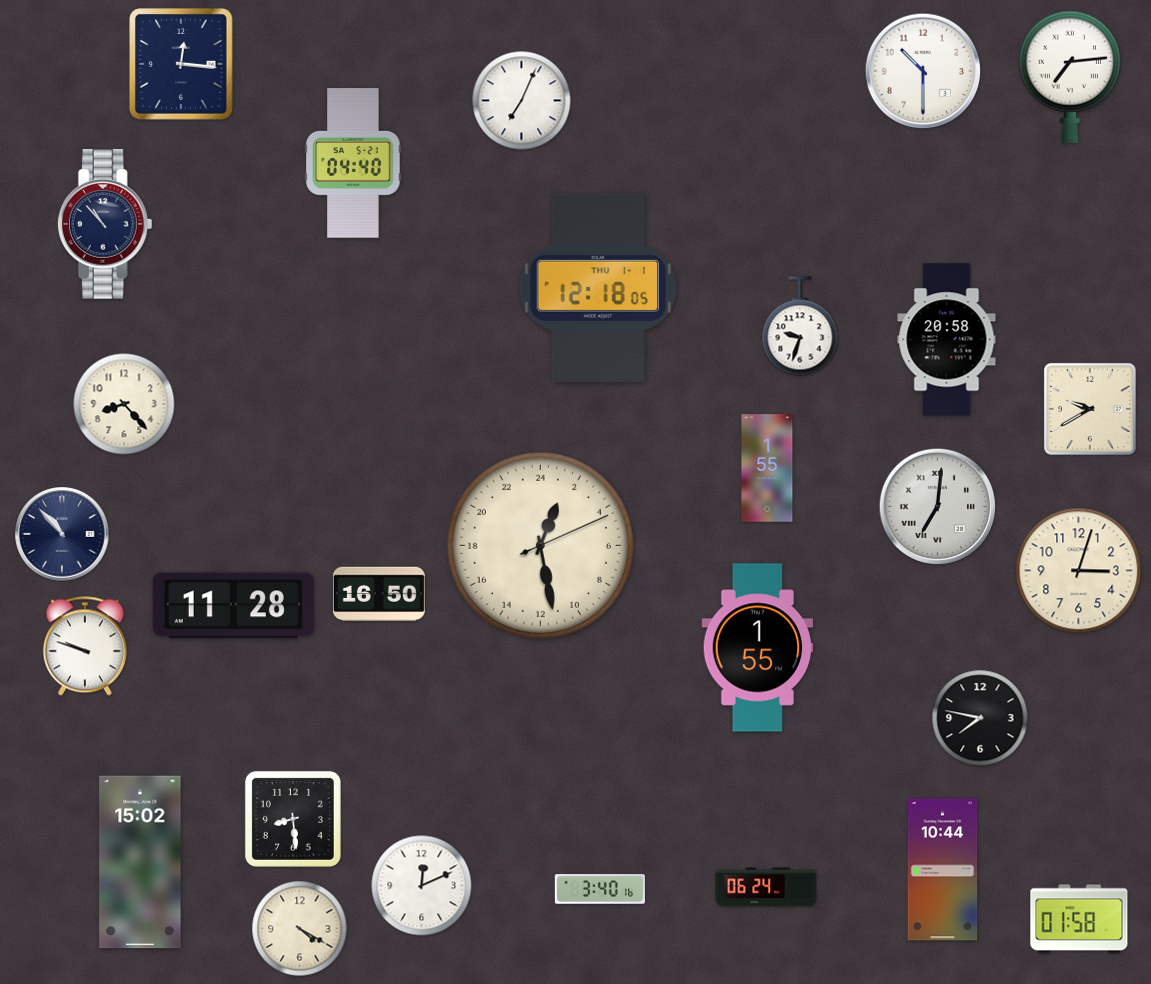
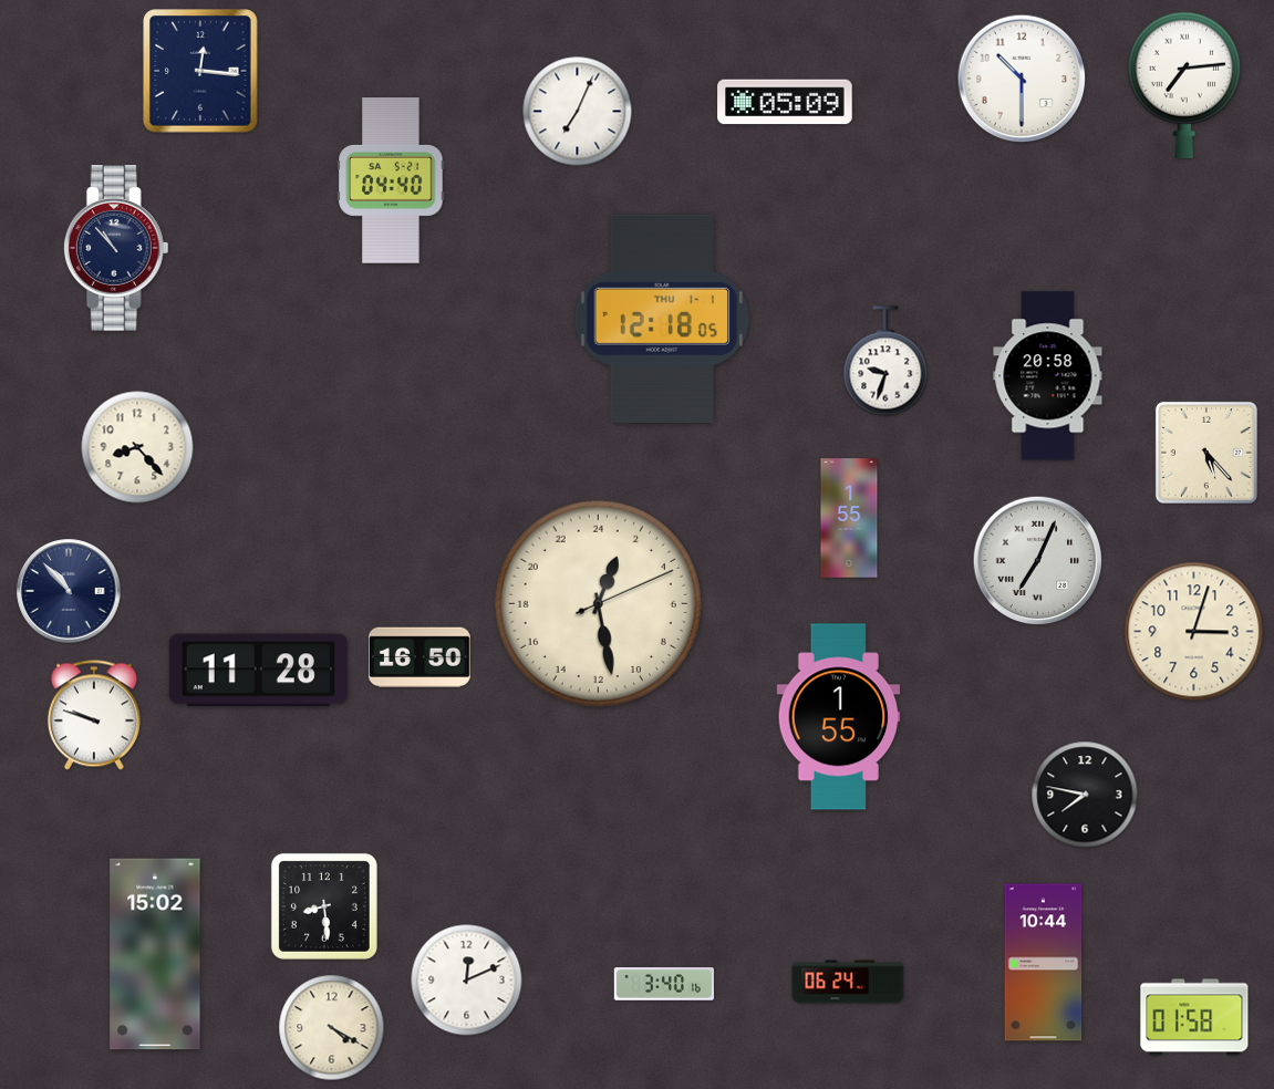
clock at (785, 102): none -> 05:09
clock at (1090, 409): 9:40 -> 5:23
clock at (938, 507): 7:01 -> 7:04
